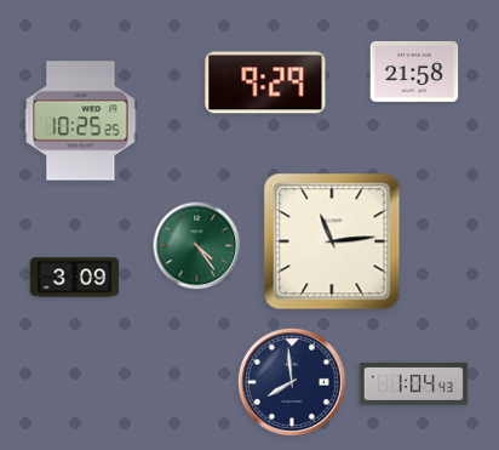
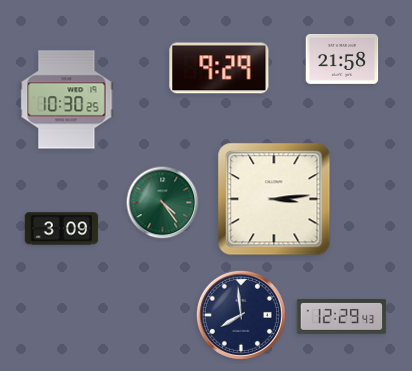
clock at (81, 121): 10:25 -> 10:30
clock at (332, 241): 11:14 -> 3:14
clock at (414, 383): 1:04 -> 12:29
